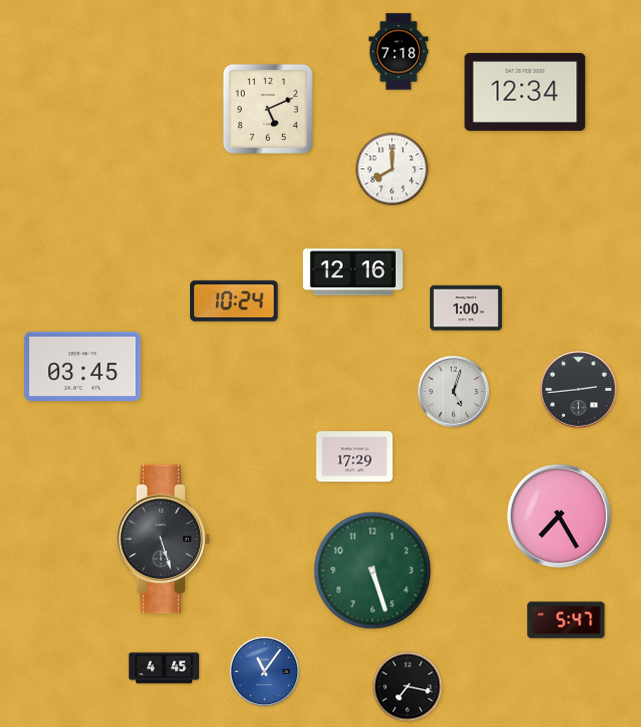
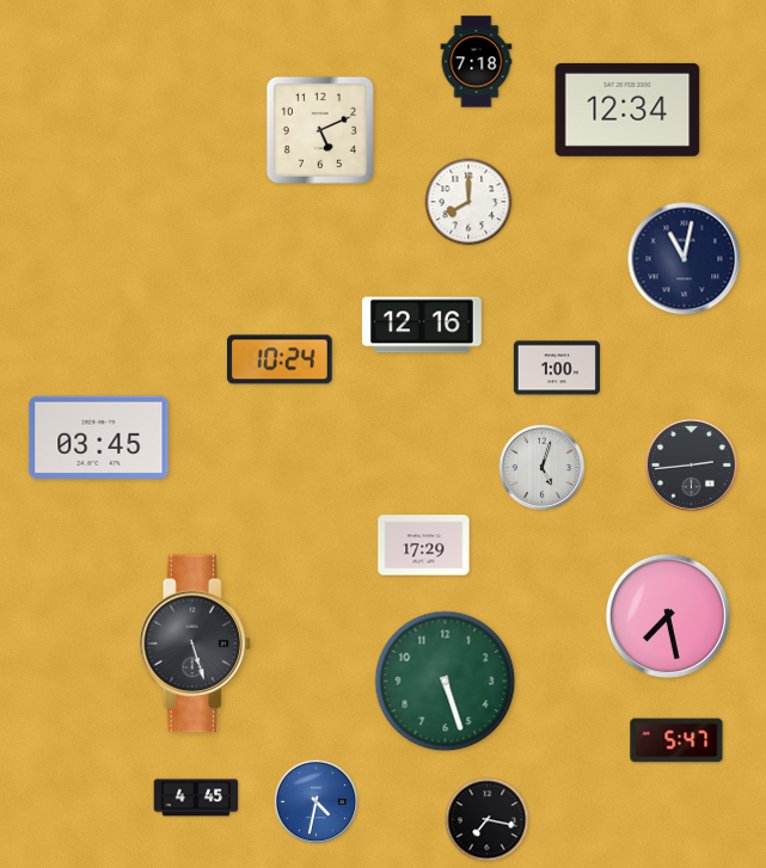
clock at (685, 259): none -> 11:02
clock at (559, 516): 7:25 -> 7:28
clock at (265, 672): 11:06 -> 4:32
